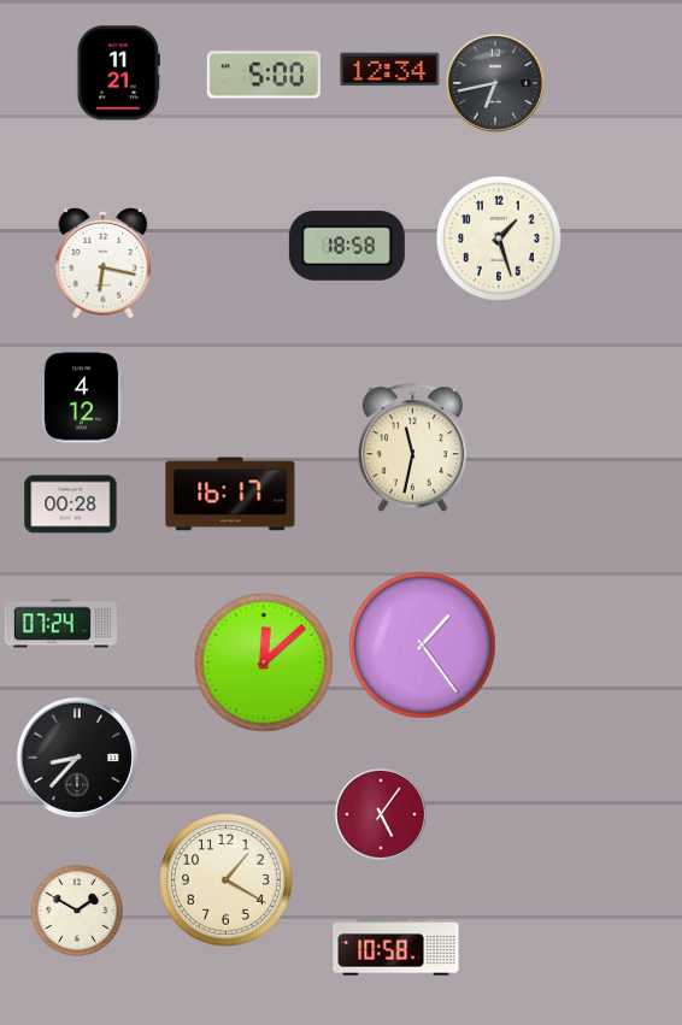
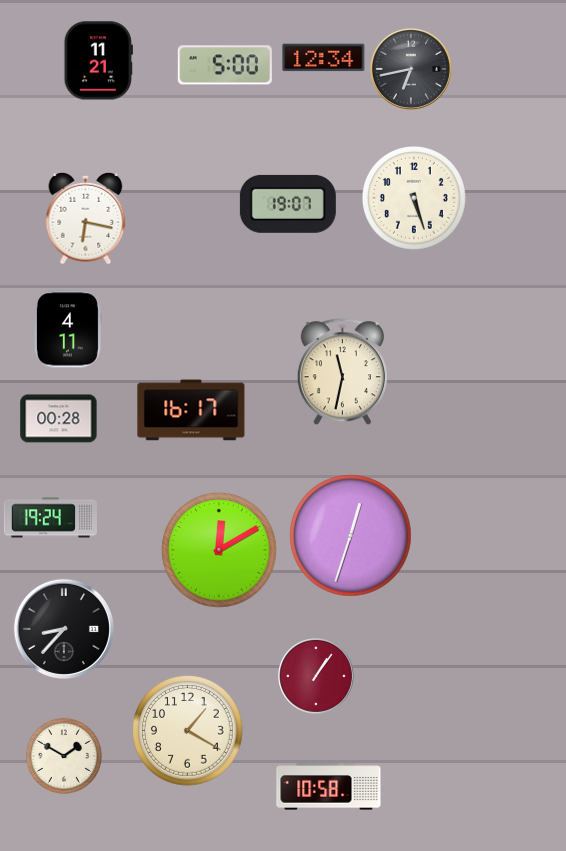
clock at (264, 75) position: (264, 75) -> (225, 65)
clock at (500, 240): 1:27 -> 5:27
clock at (347, 246): 18:58 -> 19:07
clock at (81, 396): 4:12 -> 4:11
clock at (60, 624): 07:24 -> 19:24
clock at (423, 646): 1:24 -> 12:33
clock at (264, 662): 12:08 -> 12:10
clock at (382, 815): 5:06 -> 1:06
